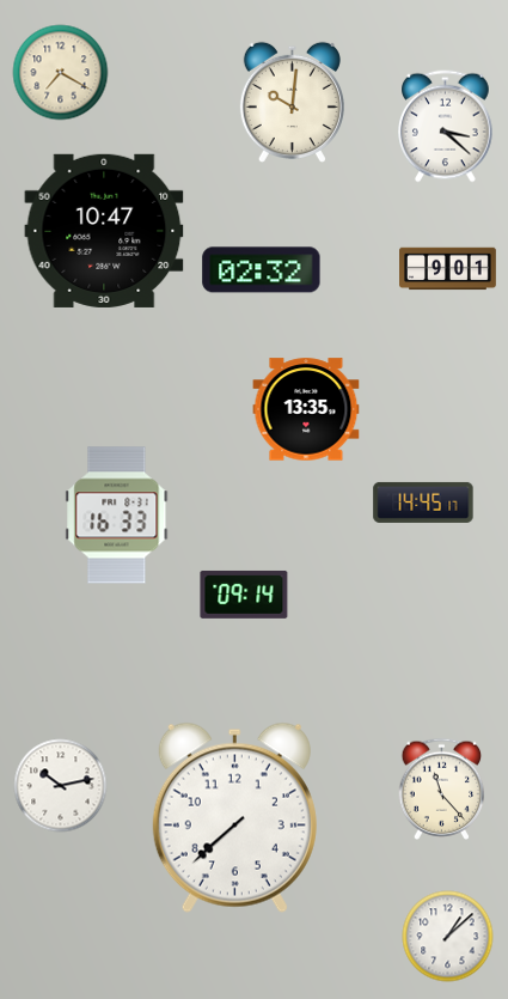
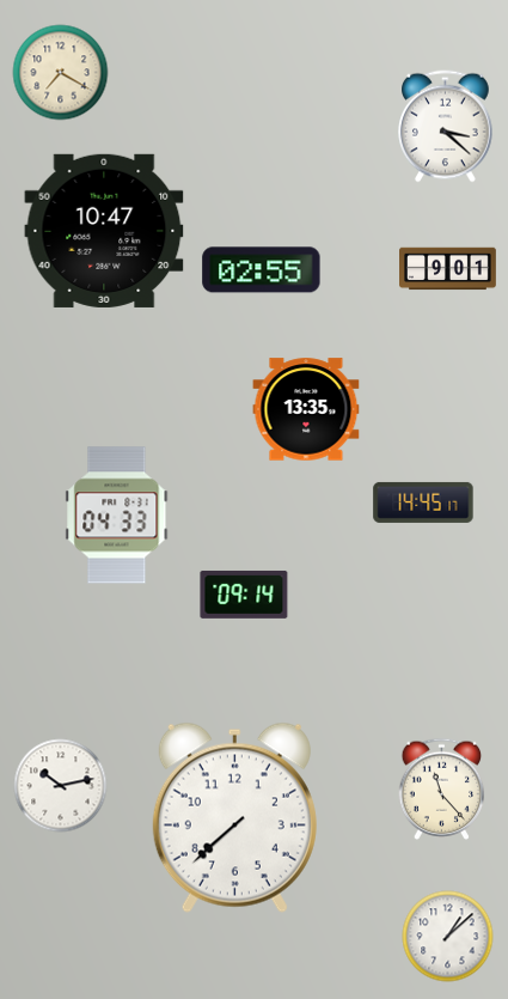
clock at (292, 102): 10:01 -> none
clock at (262, 270): 02:32 -> 02:55
clock at (117, 516): 16:33 -> 04:33
